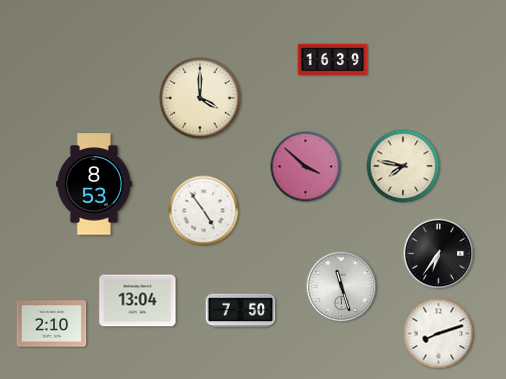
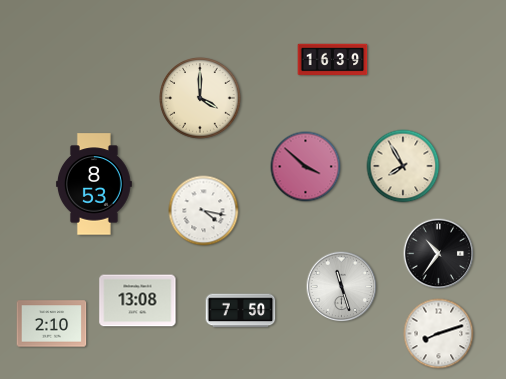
clock at (403, 166): 7:47 -> 7:55
clock at (204, 211): 4:54 -> 4:17
clock at (439, 254): 6:36 -> 10:36
clock at (138, 301): 13:04 -> 13:08
